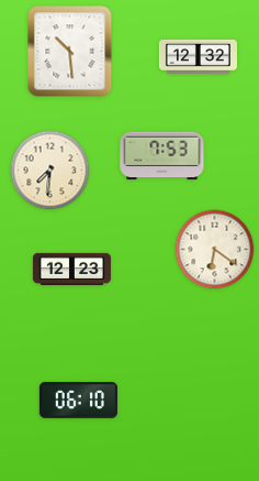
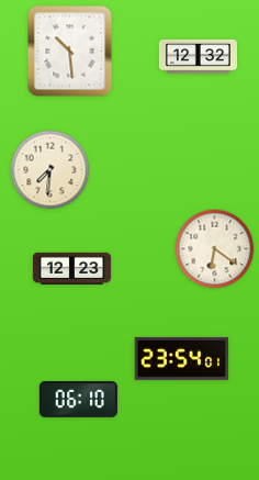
clock at (162, 156): 7:53 -> none
clock at (182, 358): none -> 23:54
